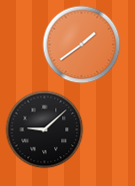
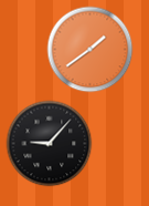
clock at (44, 129): 9:08 -> 9:07
